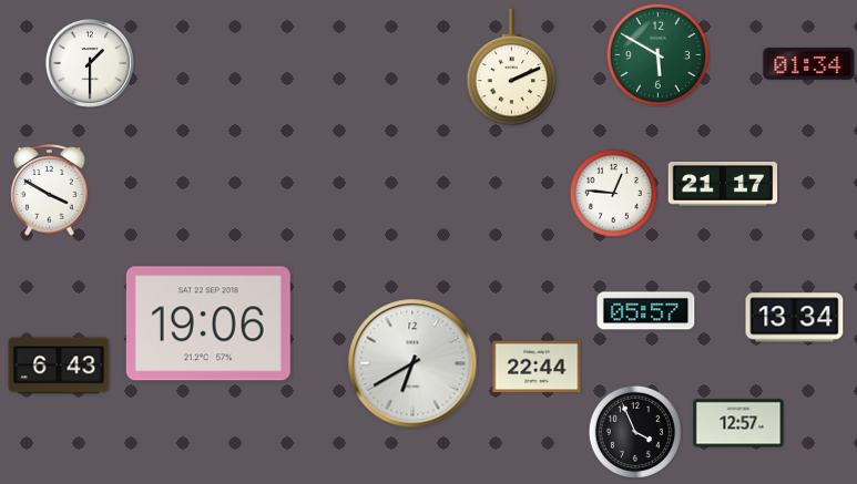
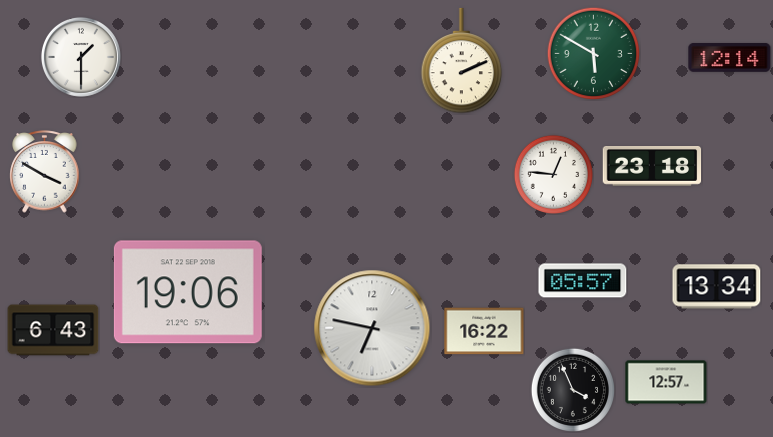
clock at (657, 54) position: (657, 54) -> (593, 53)
clock at (809, 63): 01:34 -> 12:14
clock at (723, 185): 21:17 -> 23:18
clock at (412, 363): 6:40 -> 6:47
clock at (537, 367): 22:44 -> 16:22
